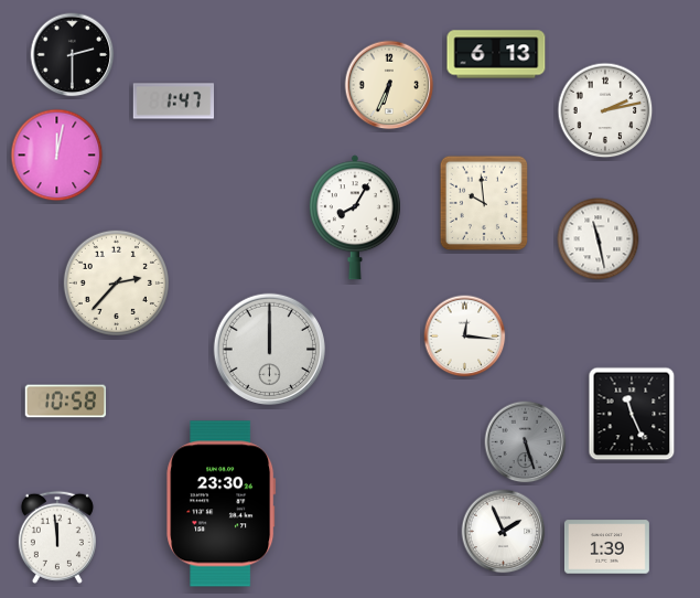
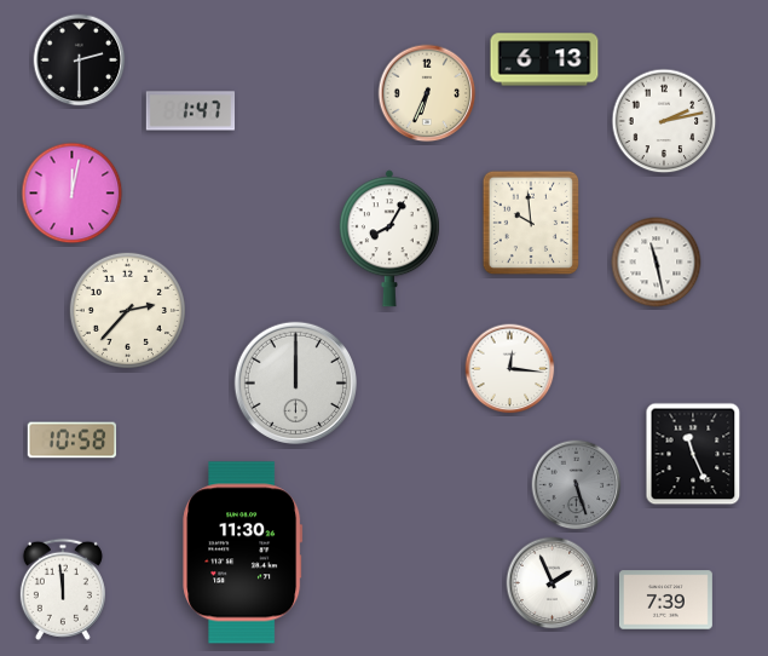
clock at (57, 156) position: (57, 156) -> (73, 194)
clock at (222, 504): 23:30 -> 11:30
clock at (606, 547): 1:39 -> 7:39
